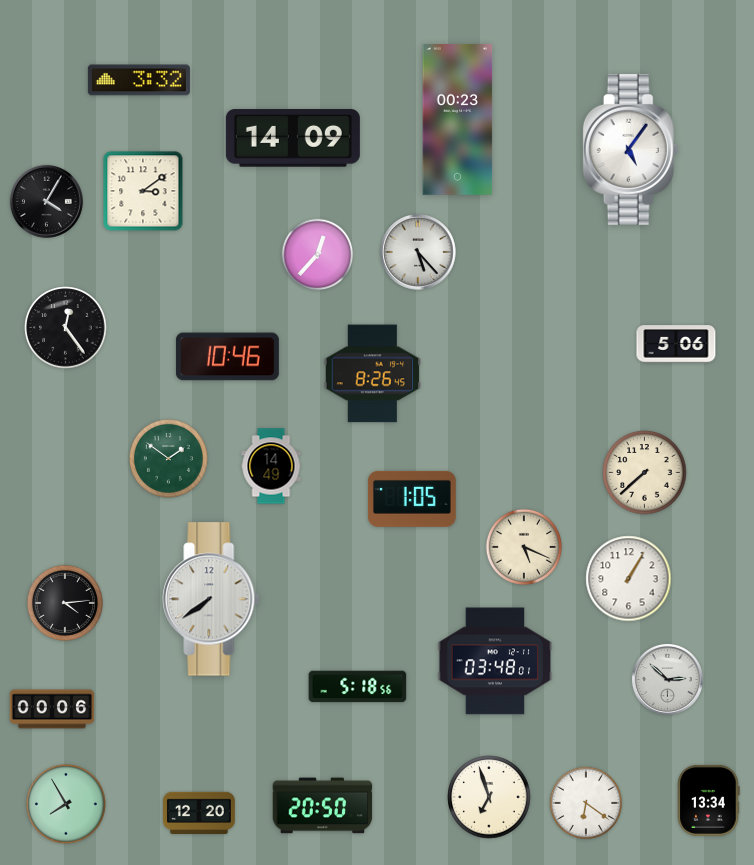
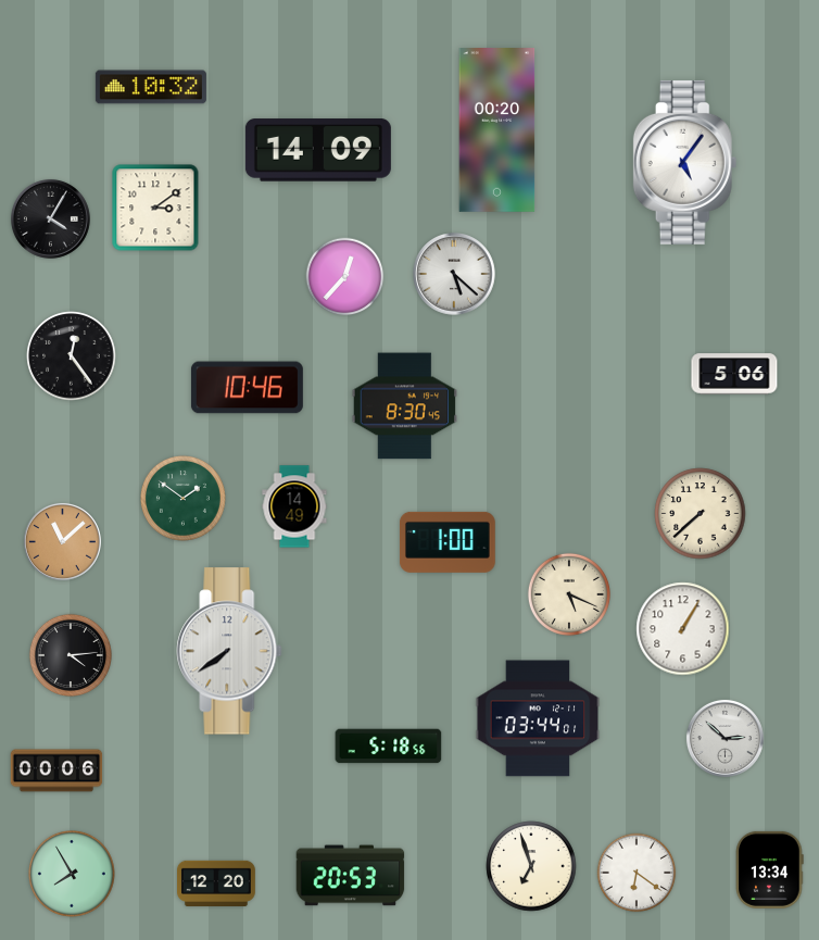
clock at (139, 80): 3:32 -> 10:32
clock at (458, 120): 00:23 -> 00:20
clock at (418, 252): 5:23 -> 5:22
clock at (373, 374): 8:26 -> 8:30
clock at (62, 541): none -> 11:08
clock at (412, 499): 1:05 -> 1:00
clock at (495, 661): 03:48 -> 03:44
clock at (323, 806): 20:50 -> 20:53
